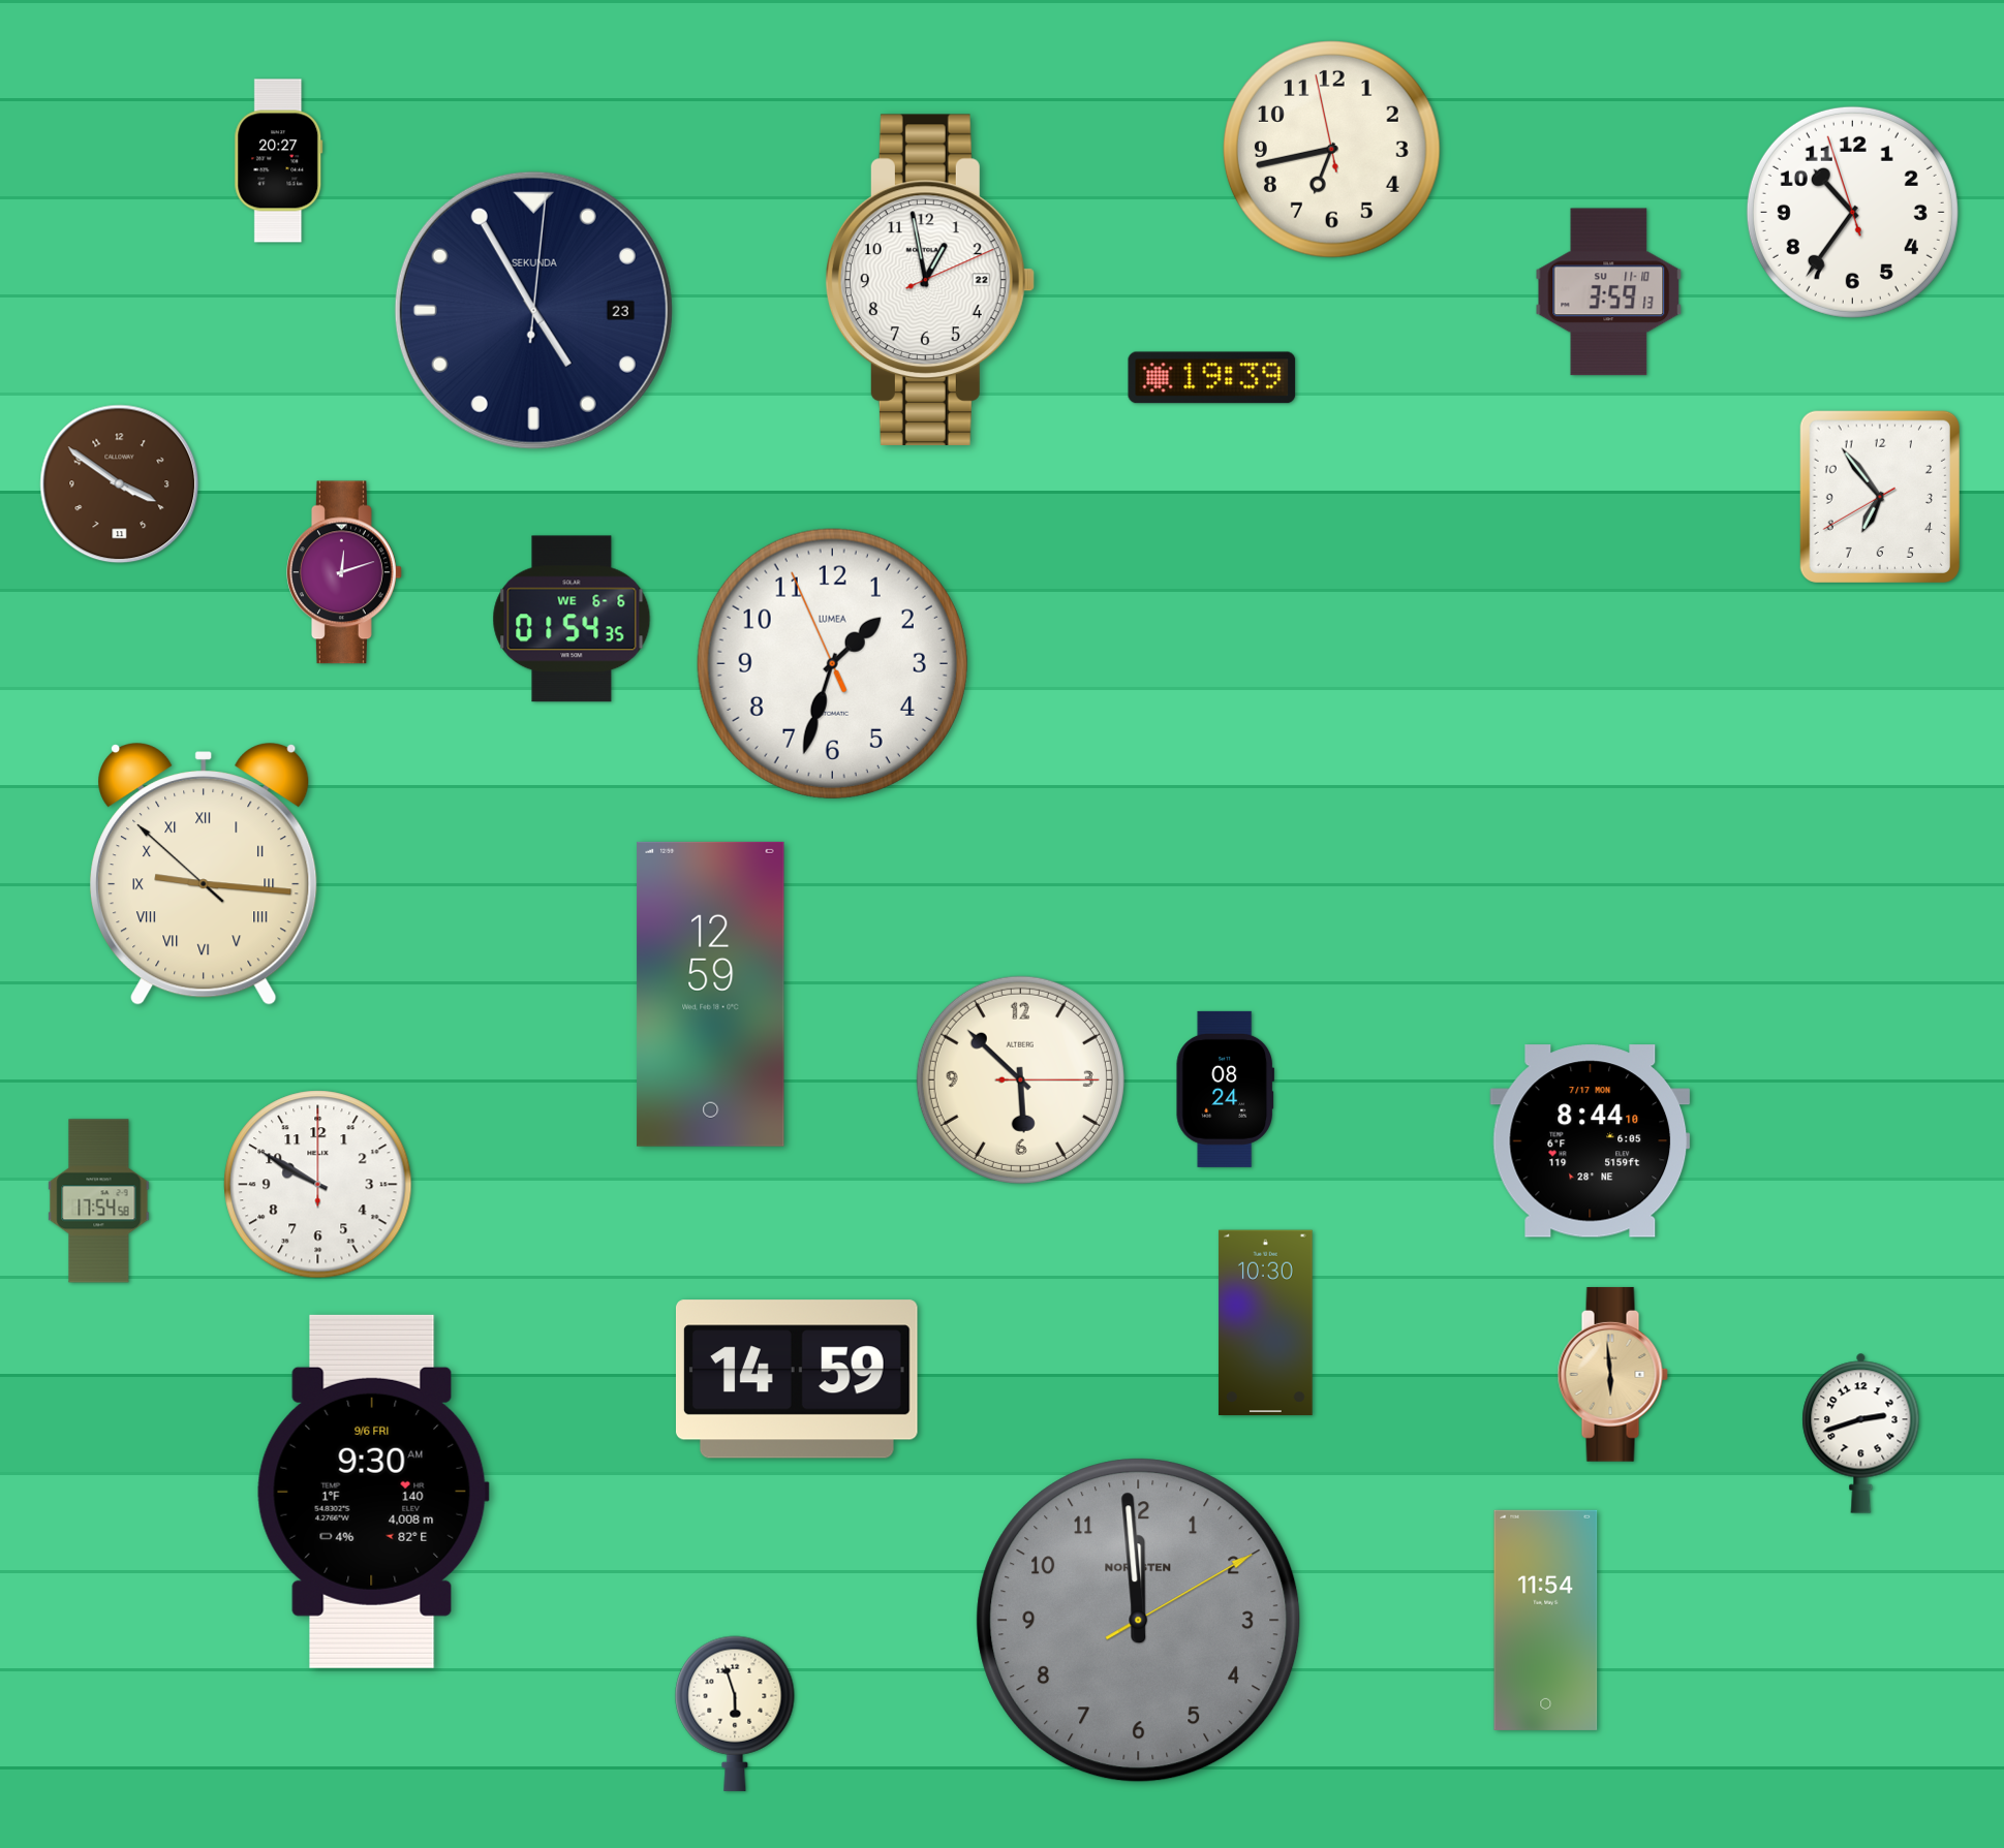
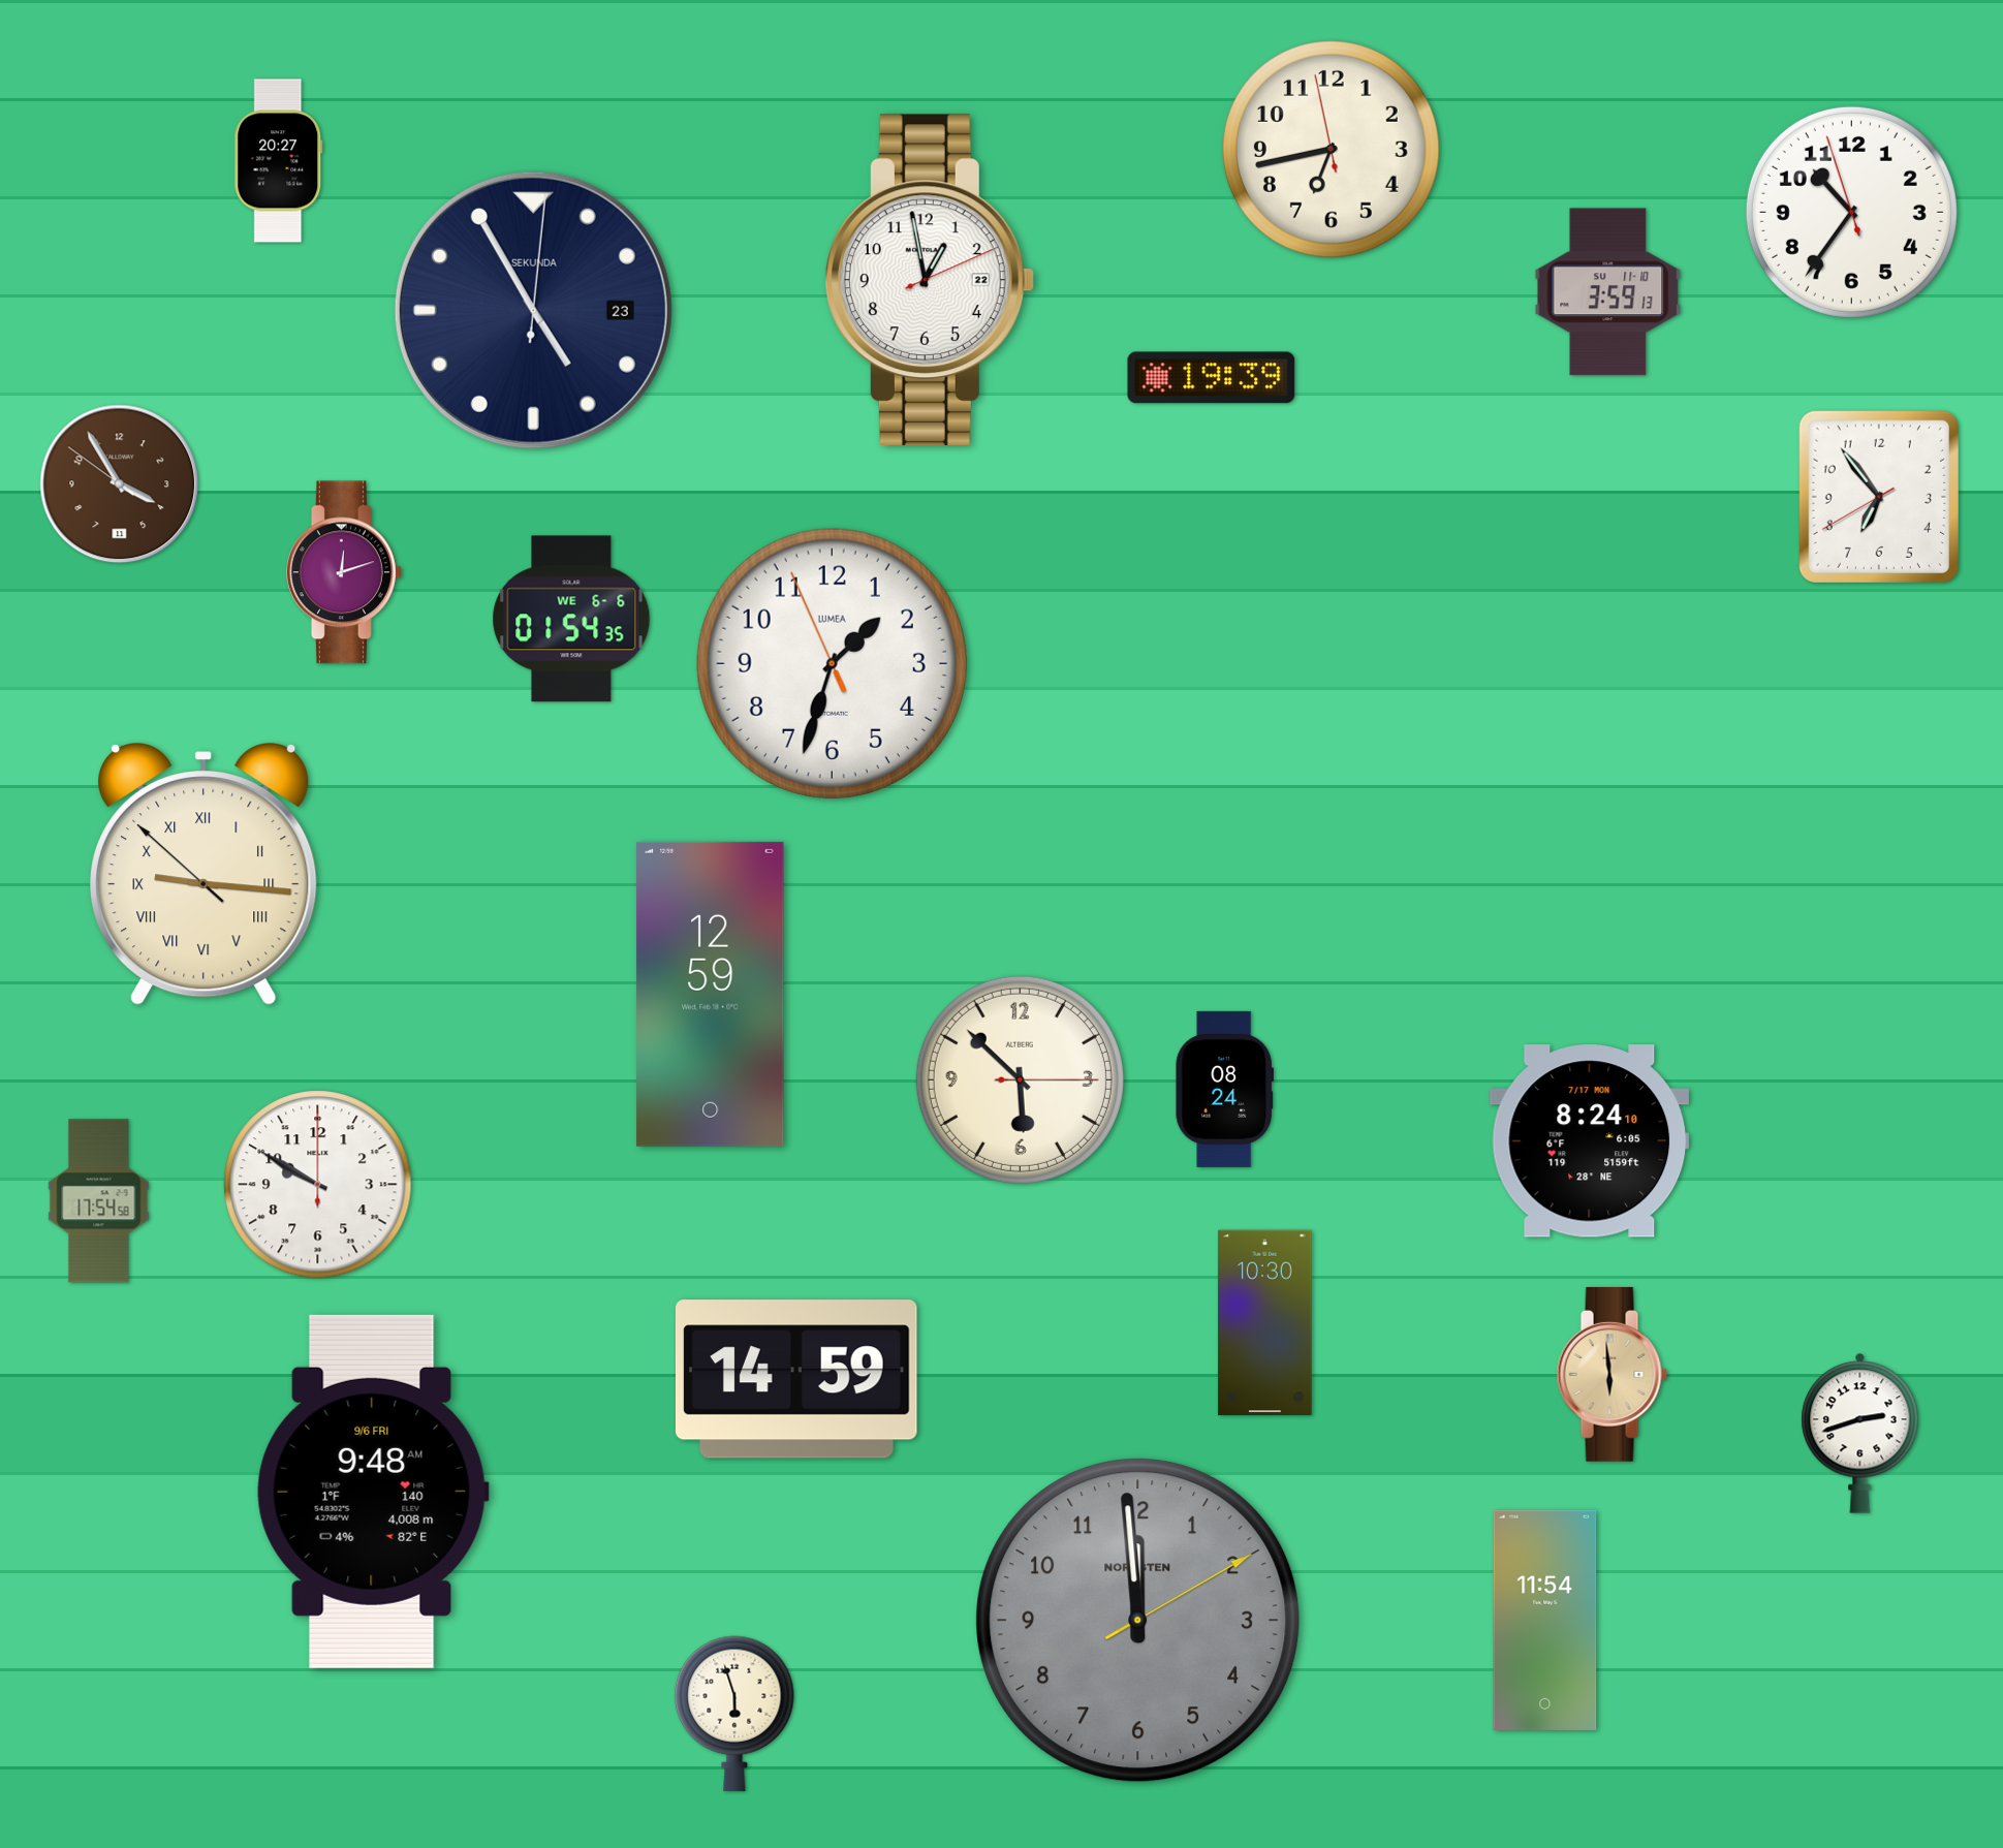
clock at (120, 484): 3:50 -> 3:54
clock at (1591, 1141): 8:44 -> 8:24
clock at (373, 1492): 9:30 -> 9:48
